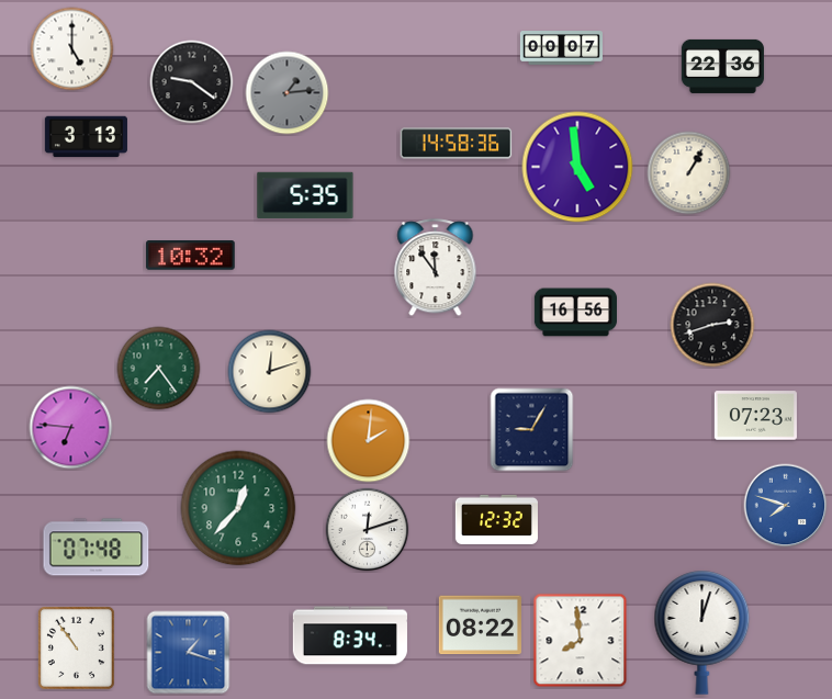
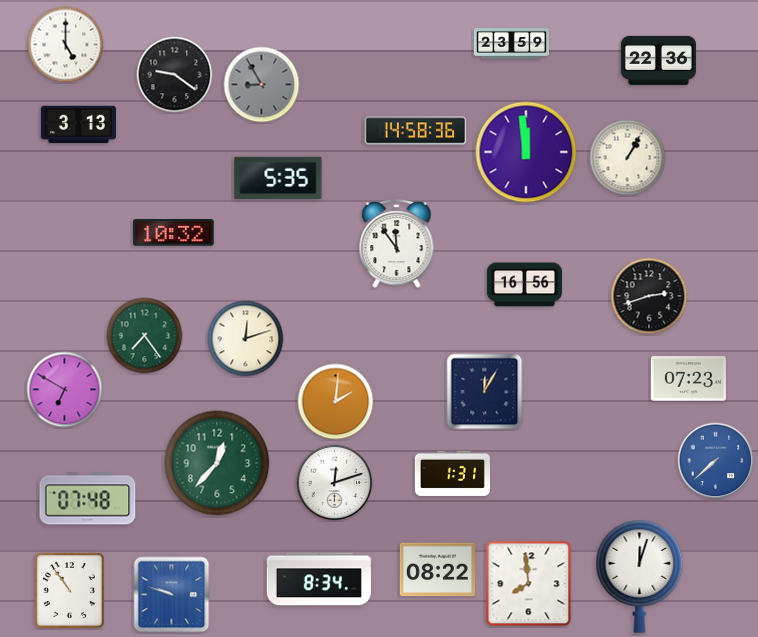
clock at (561, 48): 00:07 -> 23:59
clock at (288, 93): 1:14 -> 8:55
clock at (577, 167): 4:59 -> 11:59
clock at (71, 428): 6:46 -> 6:50
clock at (532, 430): 9:05 -> 12:05
clock at (786, 506): 7:48 -> 7:38
clock at (496, 519): 12:32 -> 1:31
clock at (189, 653): 1:18 -> 9:48
